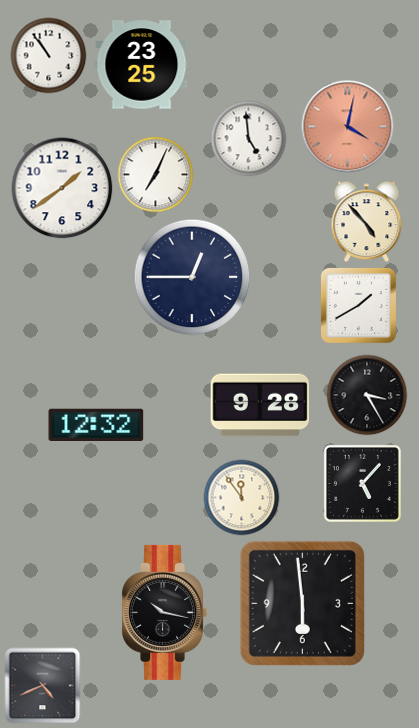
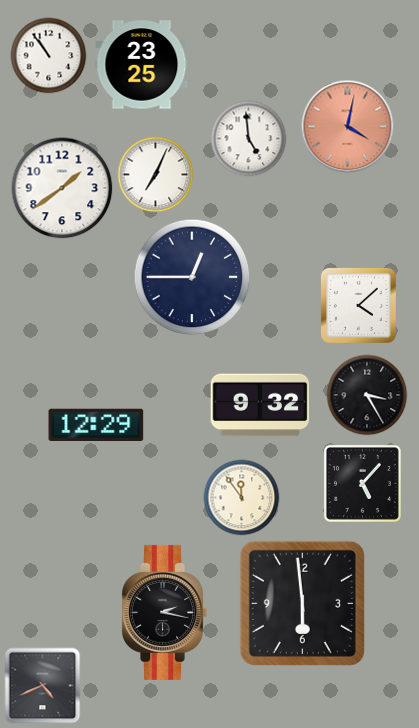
clock at (367, 221): 4:53 -> none
clock at (358, 305): 1:40 -> 4:08
clock at (260, 405): 9:28 -> 9:32
clock at (96, 424): 12:32 -> 12:29
clock at (164, 612): 10:17 -> 2:17
